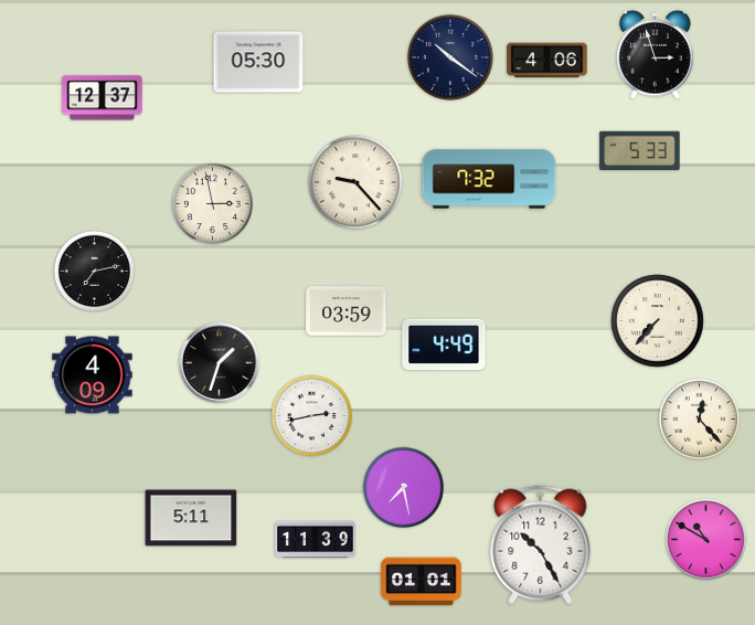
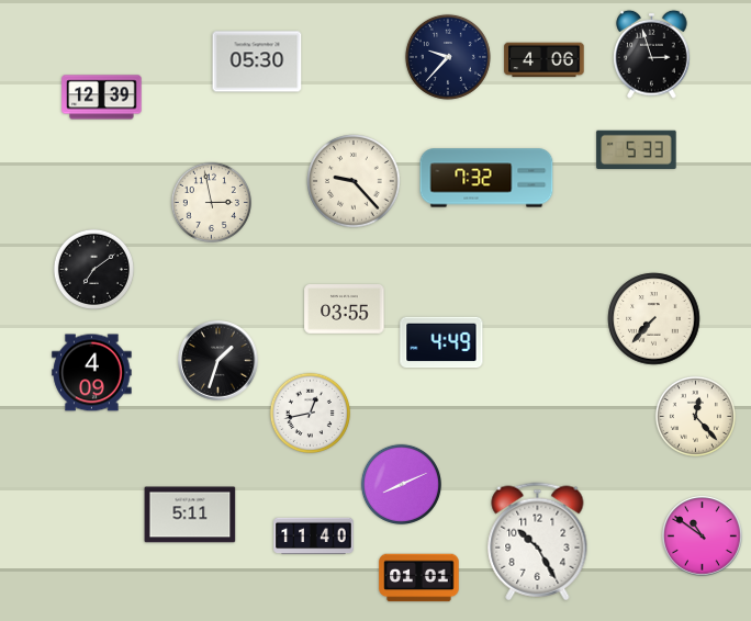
clock at (450, 57): 10:21 -> 9:37
clock at (103, 98): 12:37 -> 12:39
clock at (94, 271): 7:13 -> 7:09
clock at (347, 311): 03:59 -> 03:55
clock at (311, 415): 2:43 -> 12:43
clock at (403, 487): 7:28 -> 8:11
clock at (316, 540): 11:39 -> 11:40
clock at (706, 540): 10:50 -> 10:51
